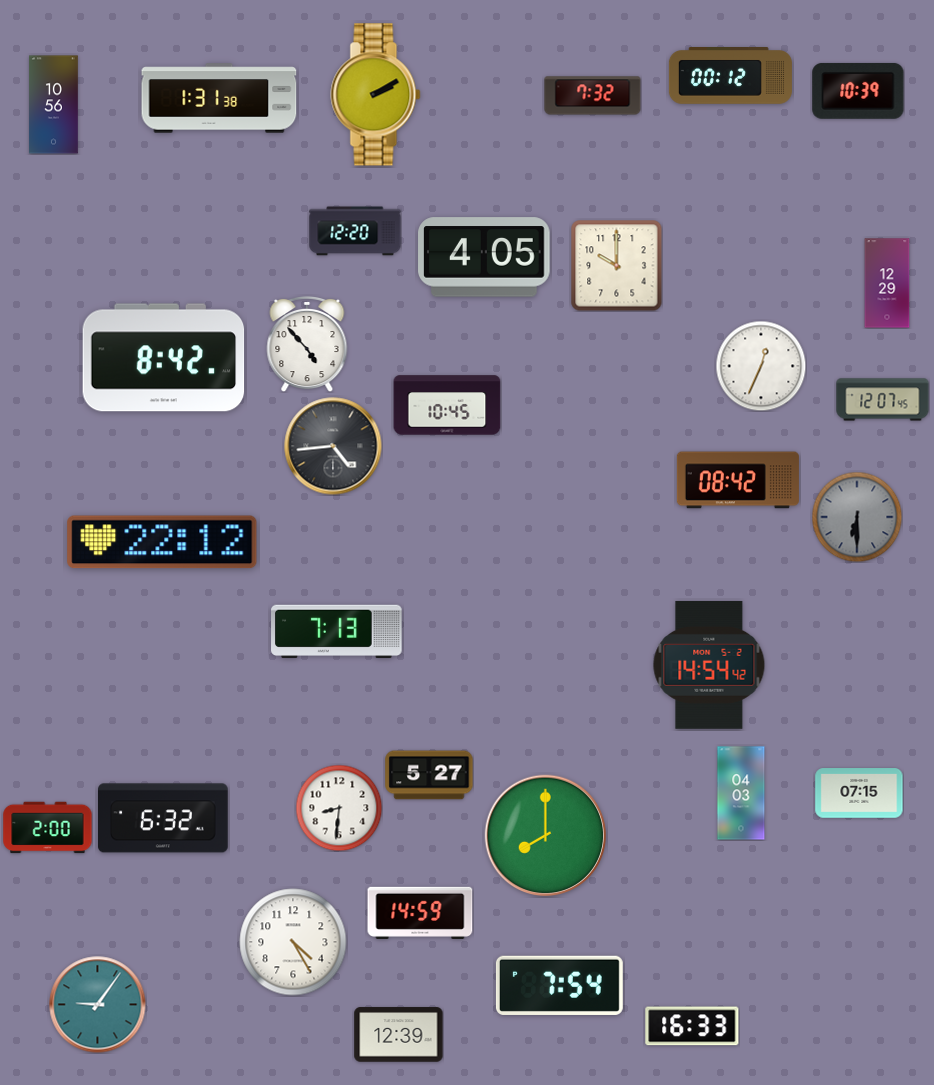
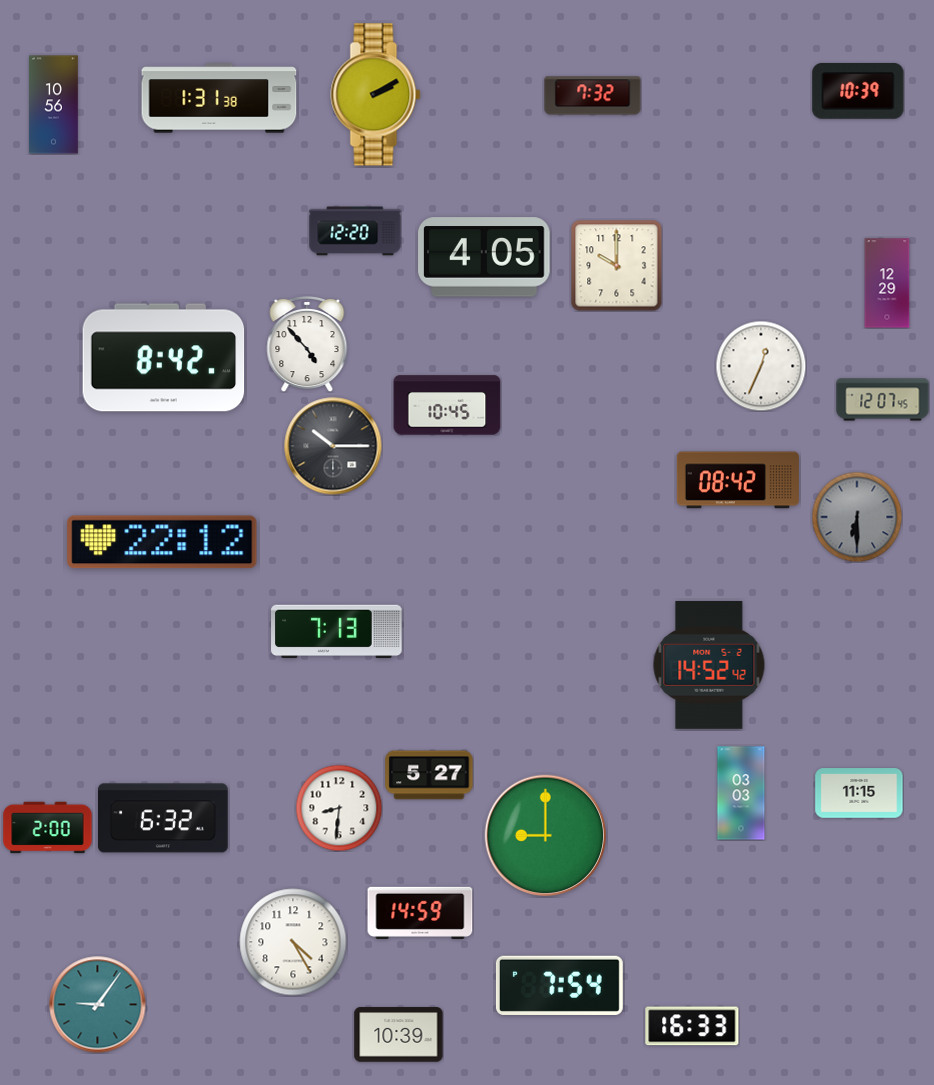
clock at (730, 76): 00:12 -> none
clock at (333, 446): 4:44 -> 10:15
clock at (709, 665): 14:54 -> 14:52
clock at (741, 793): 04:03 -> 03:03
clock at (859, 793): 07:15 -> 11:15
clock at (546, 836): 8:00 -> 9:00
clock at (399, 1035): 12:39 -> 10:39
